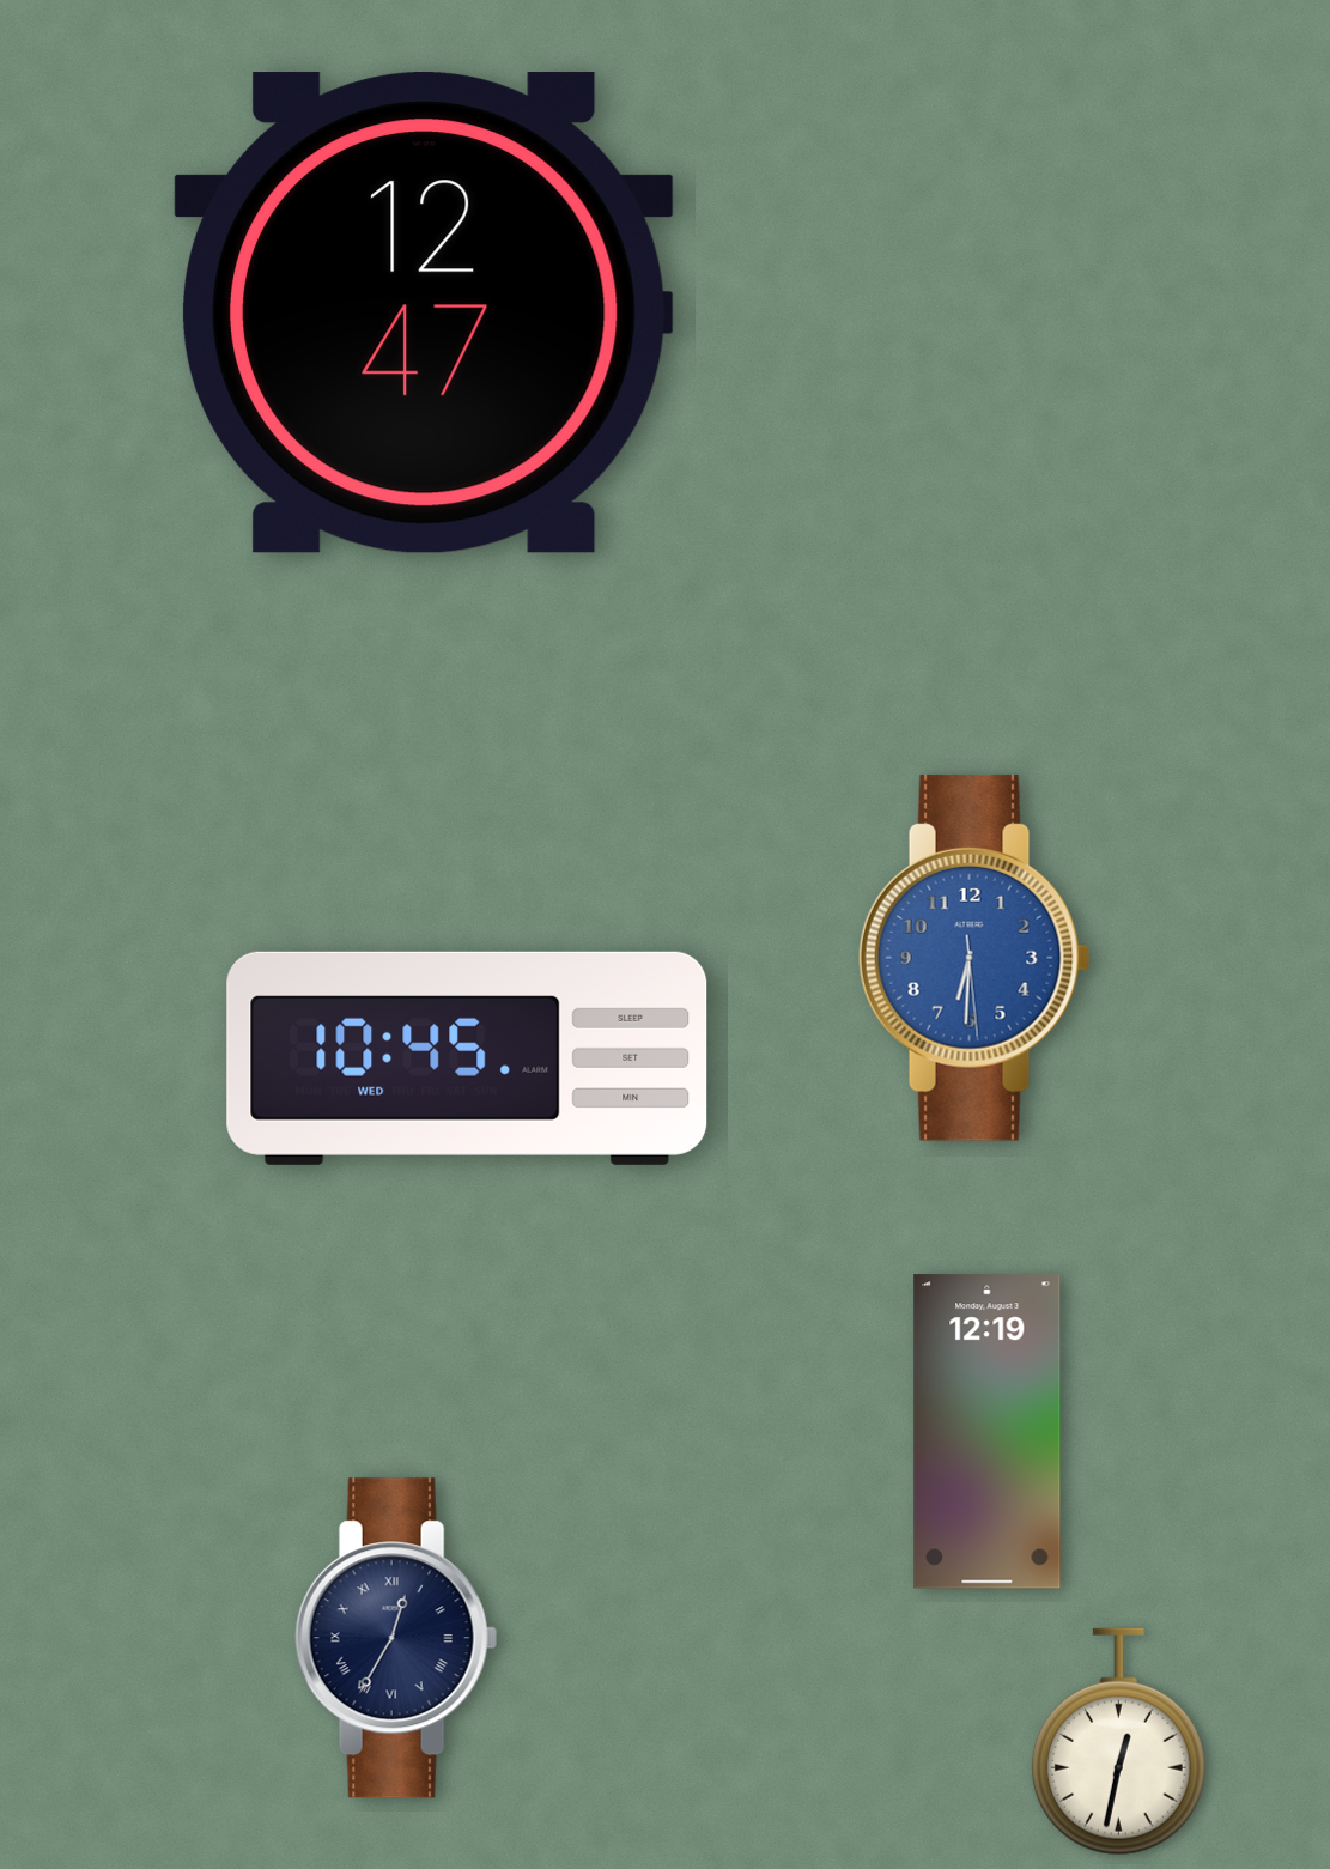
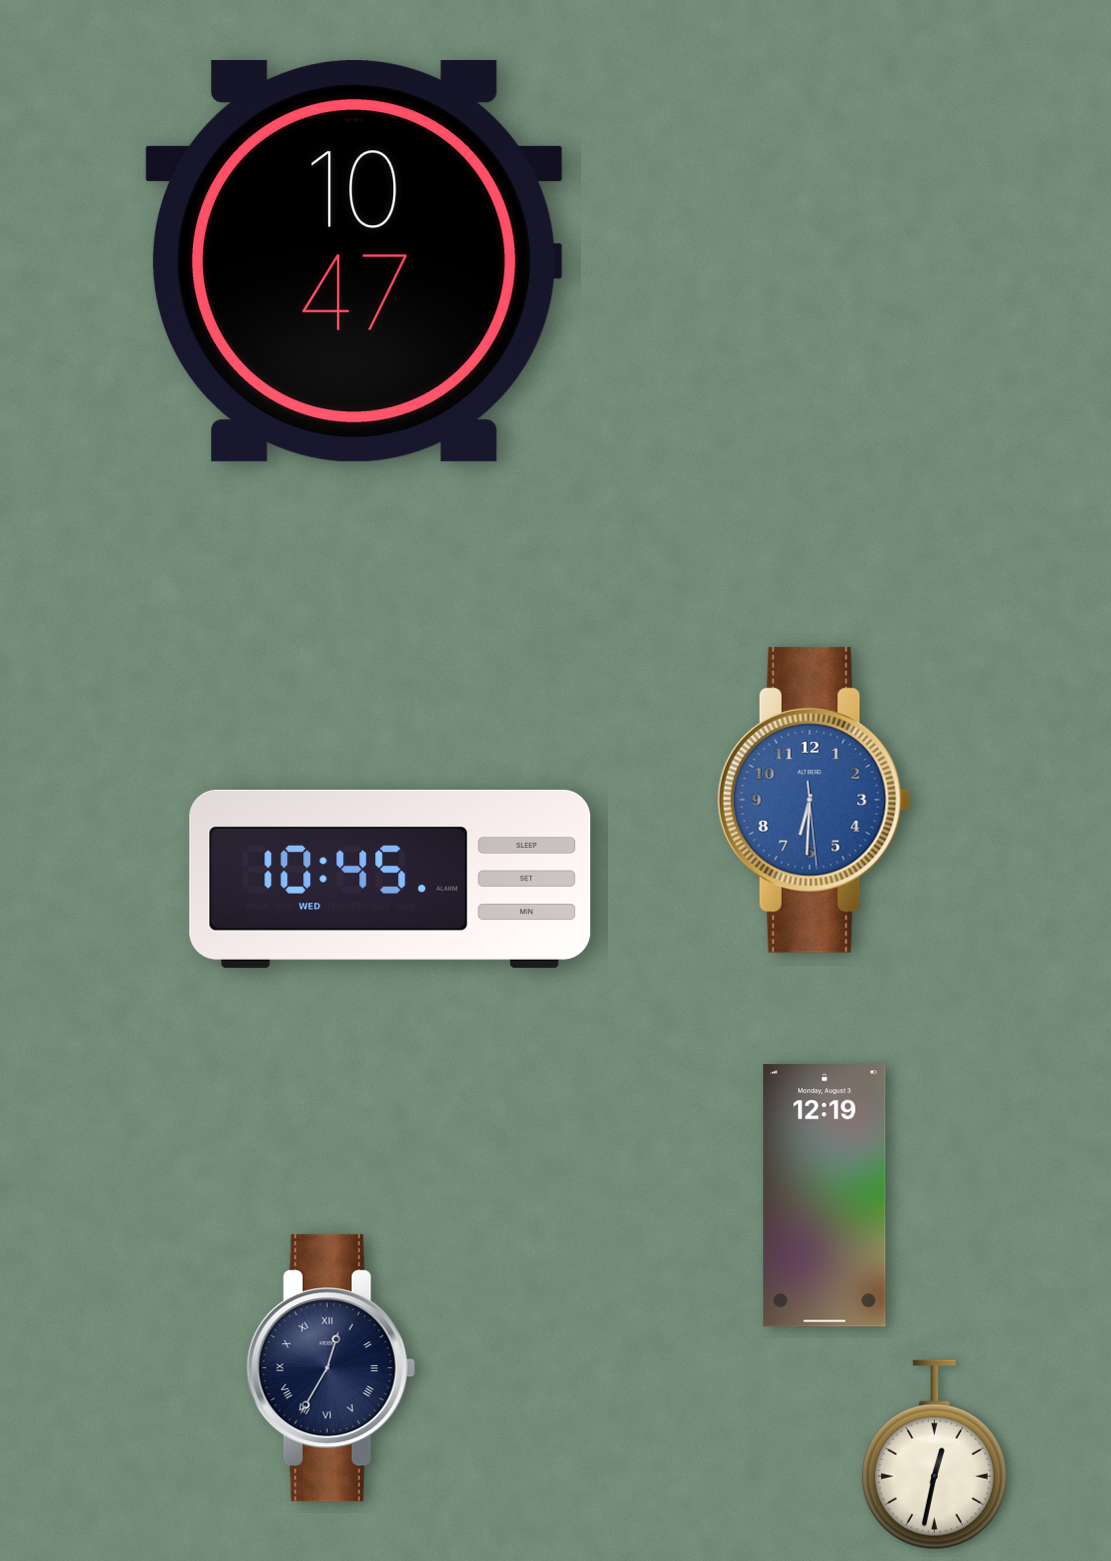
clock at (424, 312): 12:47 -> 10:47
clock at (467, 1058) position: (467, 1058) -> (390, 879)
